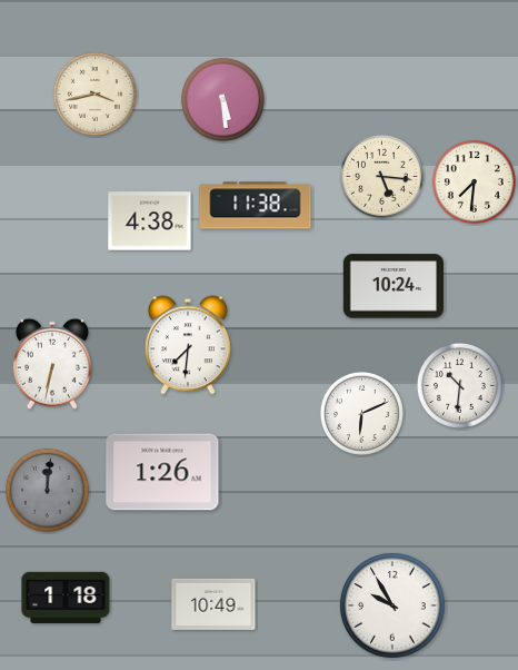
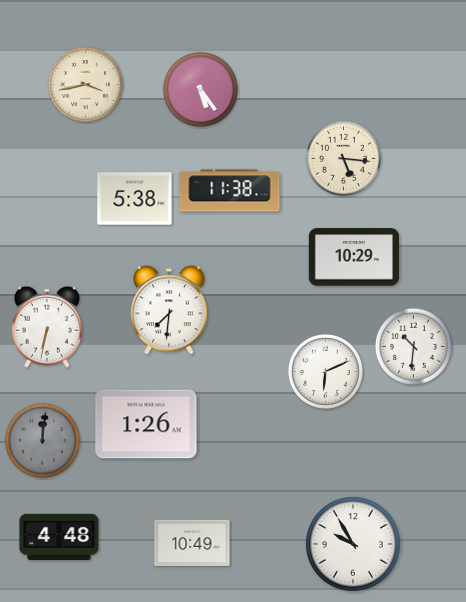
clock at (222, 99): 5:29 -> 5:24
clock at (474, 181): 7:31 -> none
clock at (256, 206) position: (256, 206) -> (230, 191)
clock at (150, 221): 4:38 -> 5:38
clock at (394, 286): 10:24 -> 10:29
clock at (66, 597): 1:18 -> 4:48
